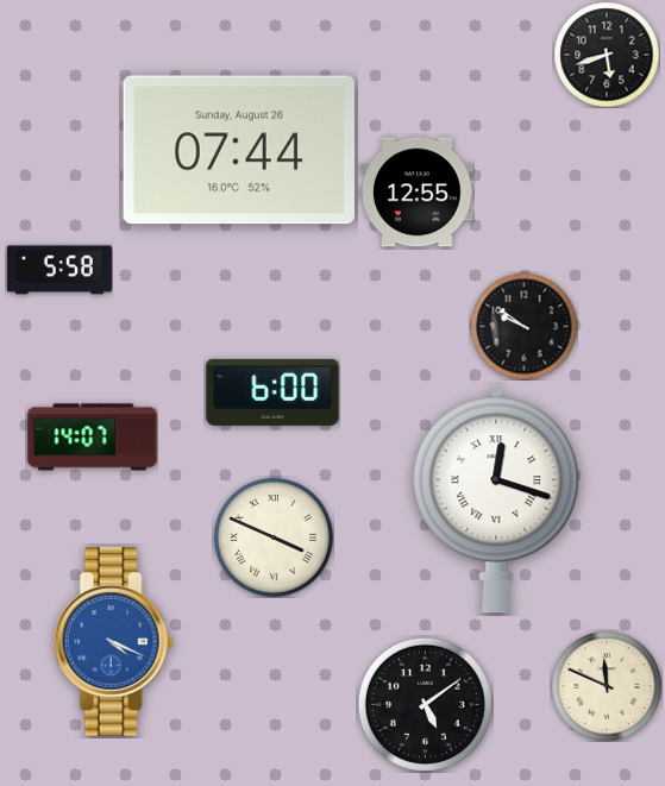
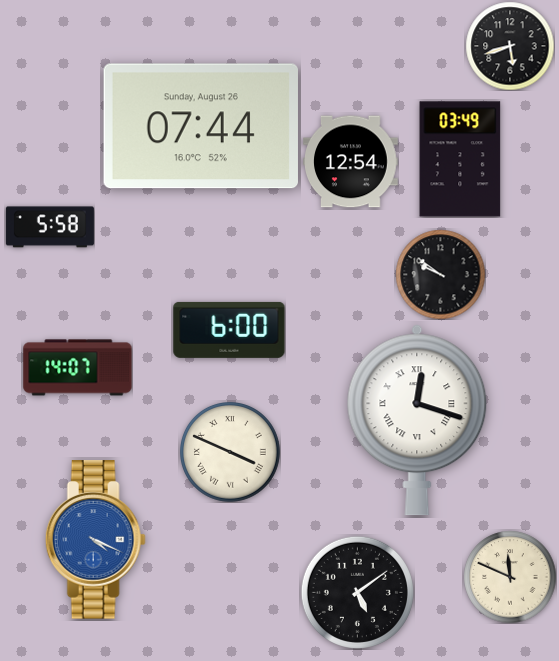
clock at (460, 159): none -> 03:49
clock at (418, 193): 12:55 -> 12:54
